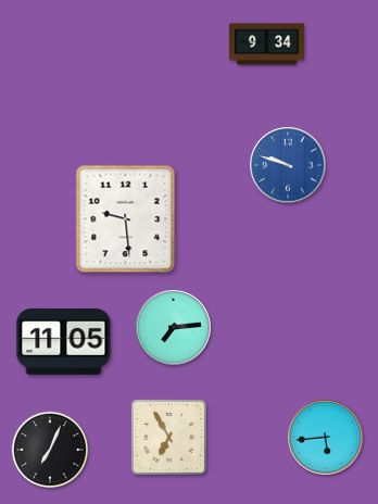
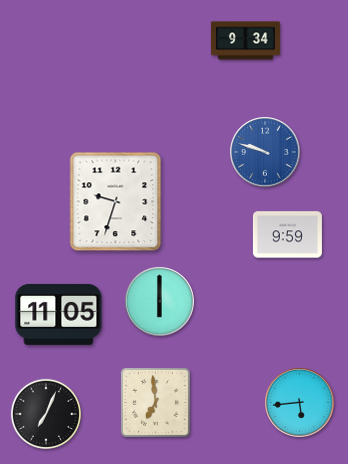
clock at (126, 219): 9:29 -> 9:33
clock at (287, 235): none -> 9:59
clock at (174, 328): 7:14 -> 6:00
clock at (168, 437): 6:55 -> 6:59
